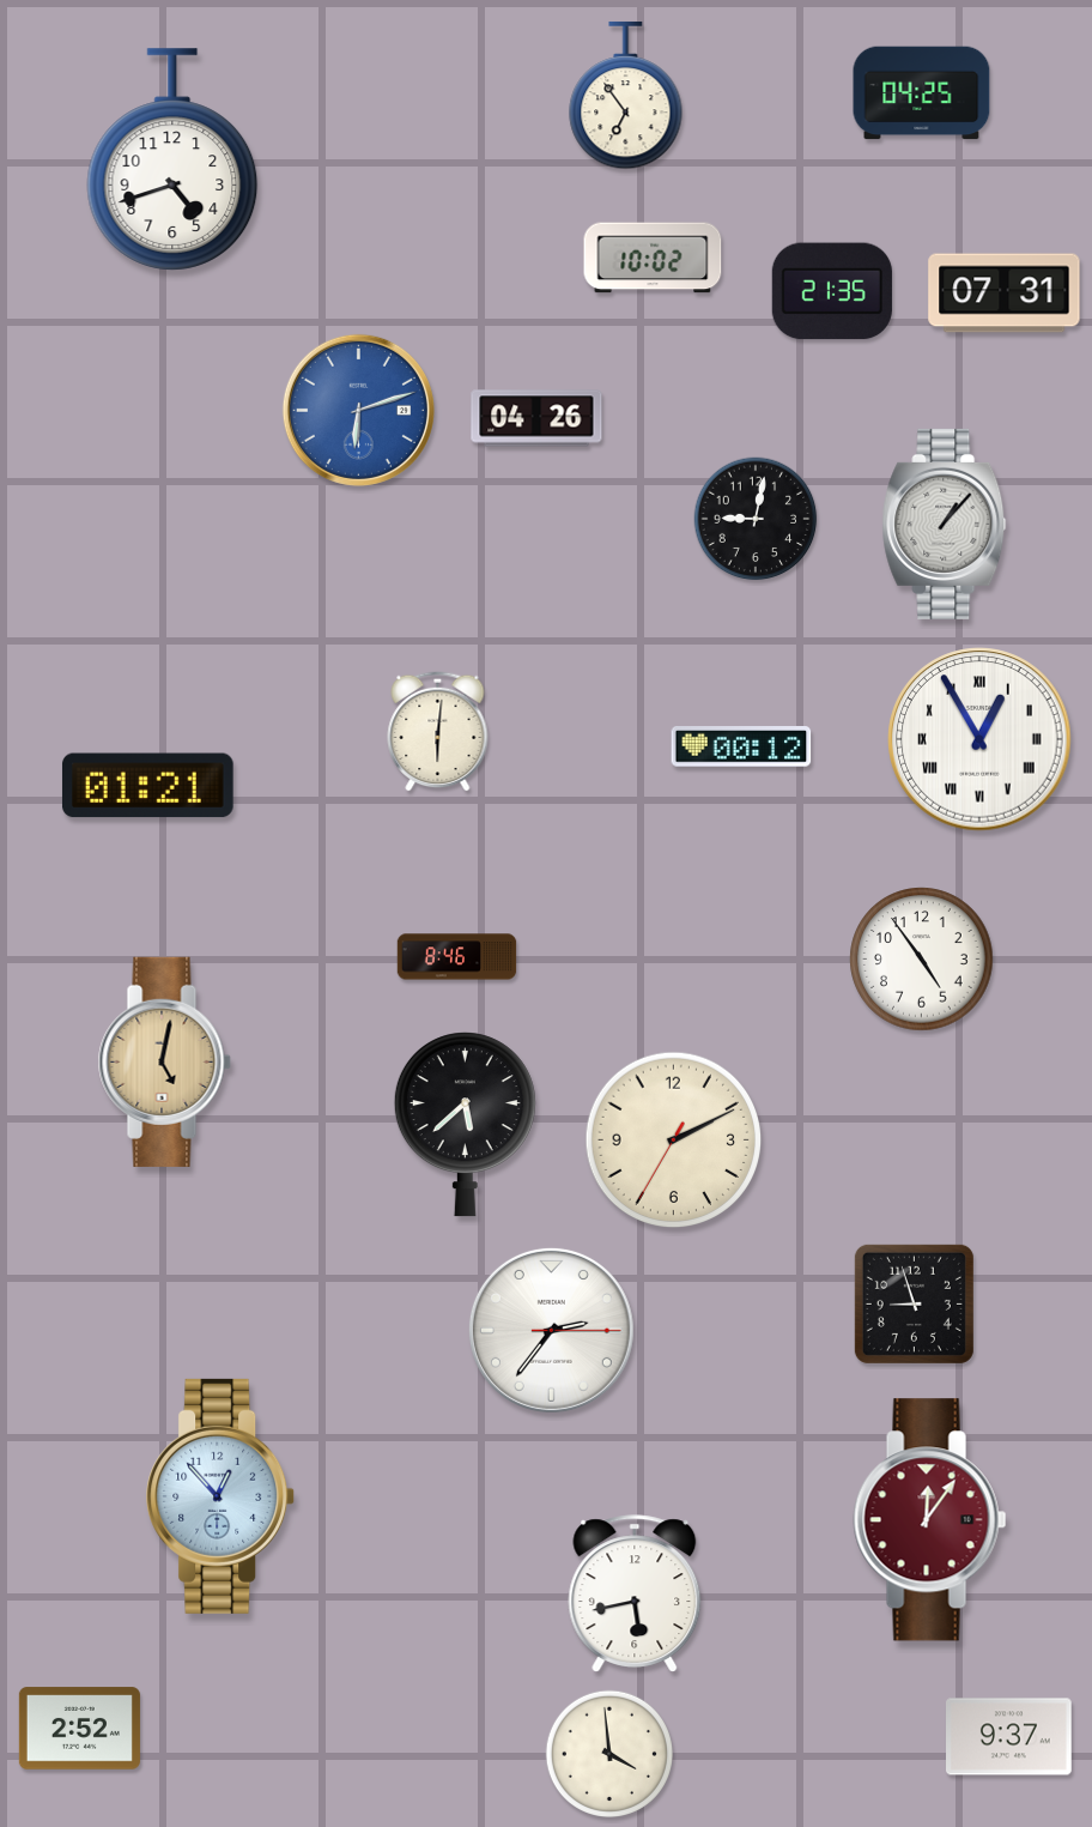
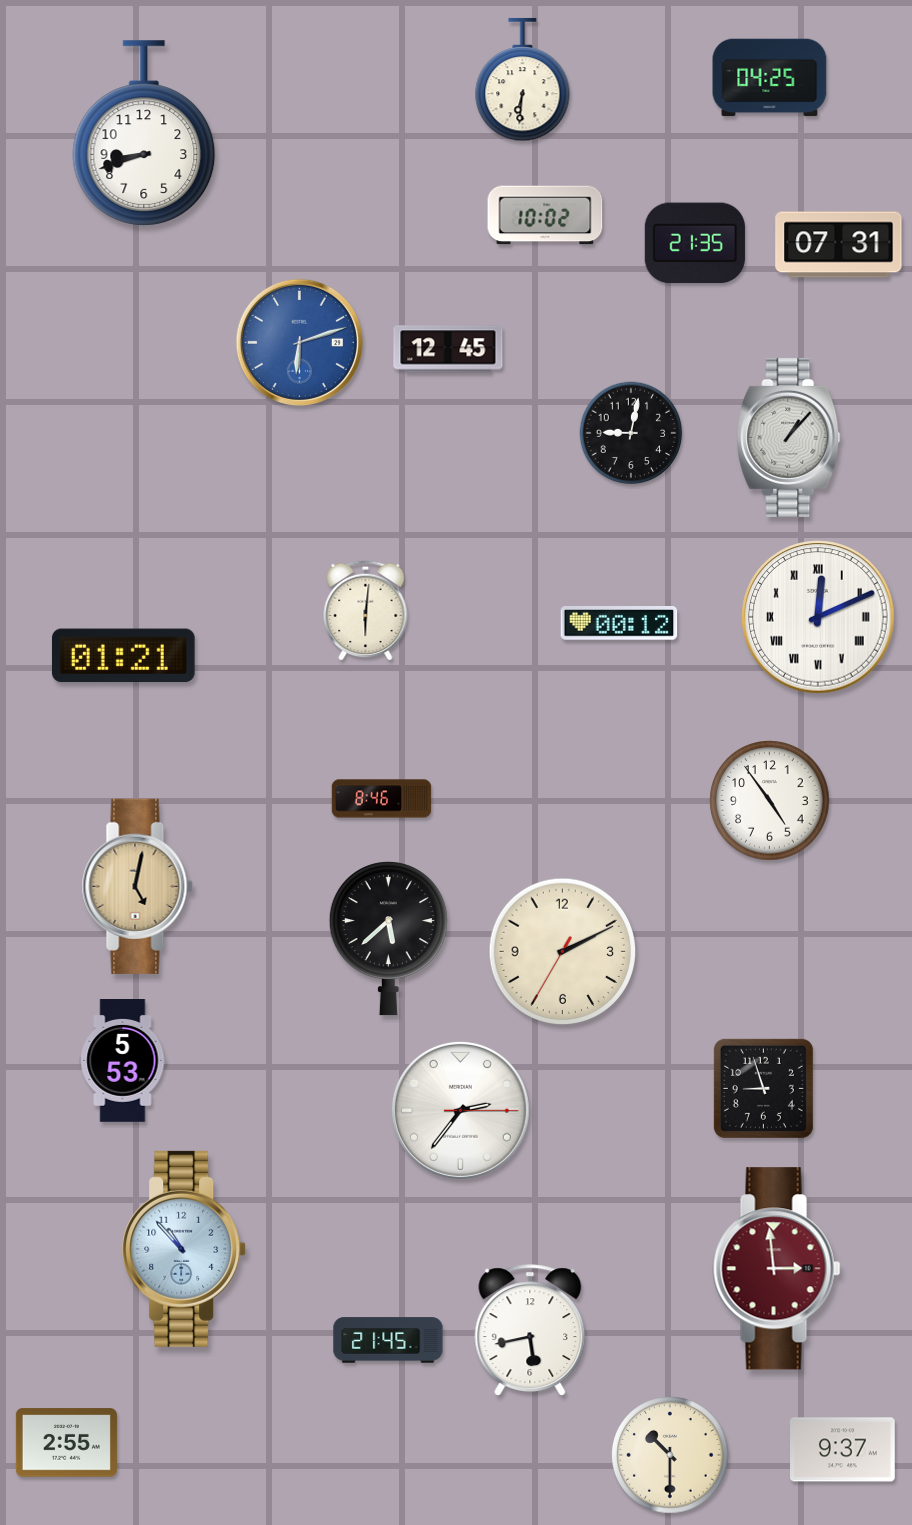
clock at (626, 96): 6:54 -> 6:31
clock at (172, 159): 4:42 -> 8:42
clock at (536, 418): 04:26 -> 12:45
clock at (979, 739): 12:55 -> 12:11
clock at (123, 1061): none -> 5:53
clock at (222, 1496): 12:53 -> 10:53
clock at (930, 1520): 12:06 -> 2:59
clock at (388, 1340): none -> 21:45
clock at (79, 1729): 2:52 -> 2:55
clock at (671, 1456): none -> 10:30
clock at (608, 1753): 3:59 -> none
